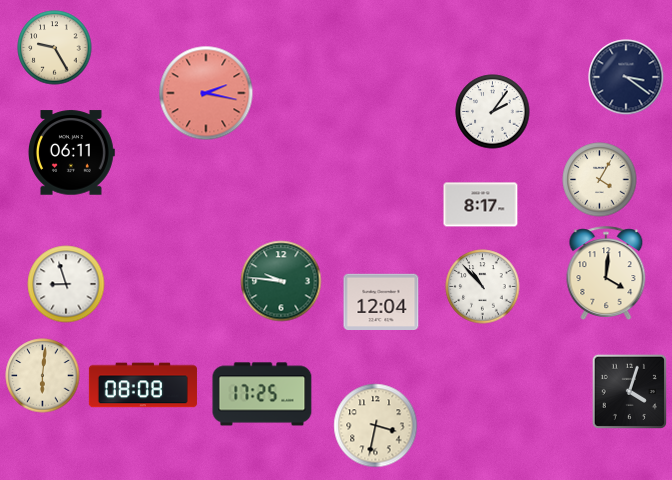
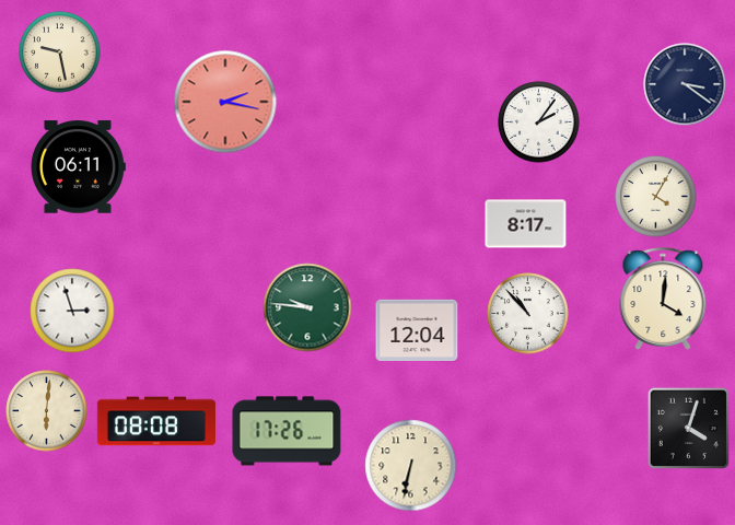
clock at (55, 48): 9:25 -> 9:28
clock at (66, 284): 8:57 -> 2:57
clock at (262, 394): 17:25 -> 17:26
clock at (376, 426): 3:32 -> 6:32
